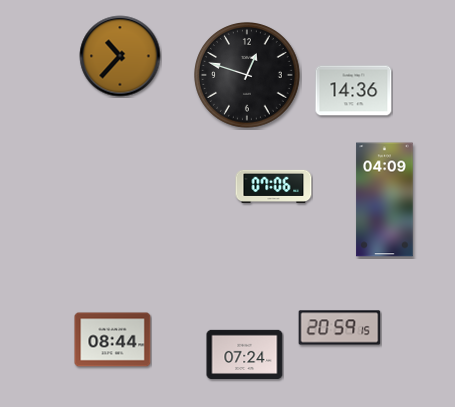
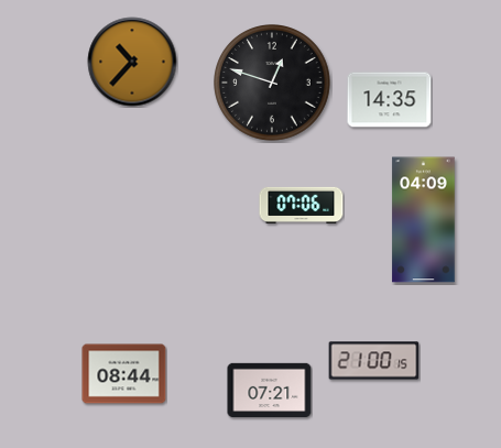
clock at (354, 91): 14:36 -> 14:35
clock at (340, 328): 20:59 -> 21:00
clock at (245, 354): 07:24 -> 07:21
